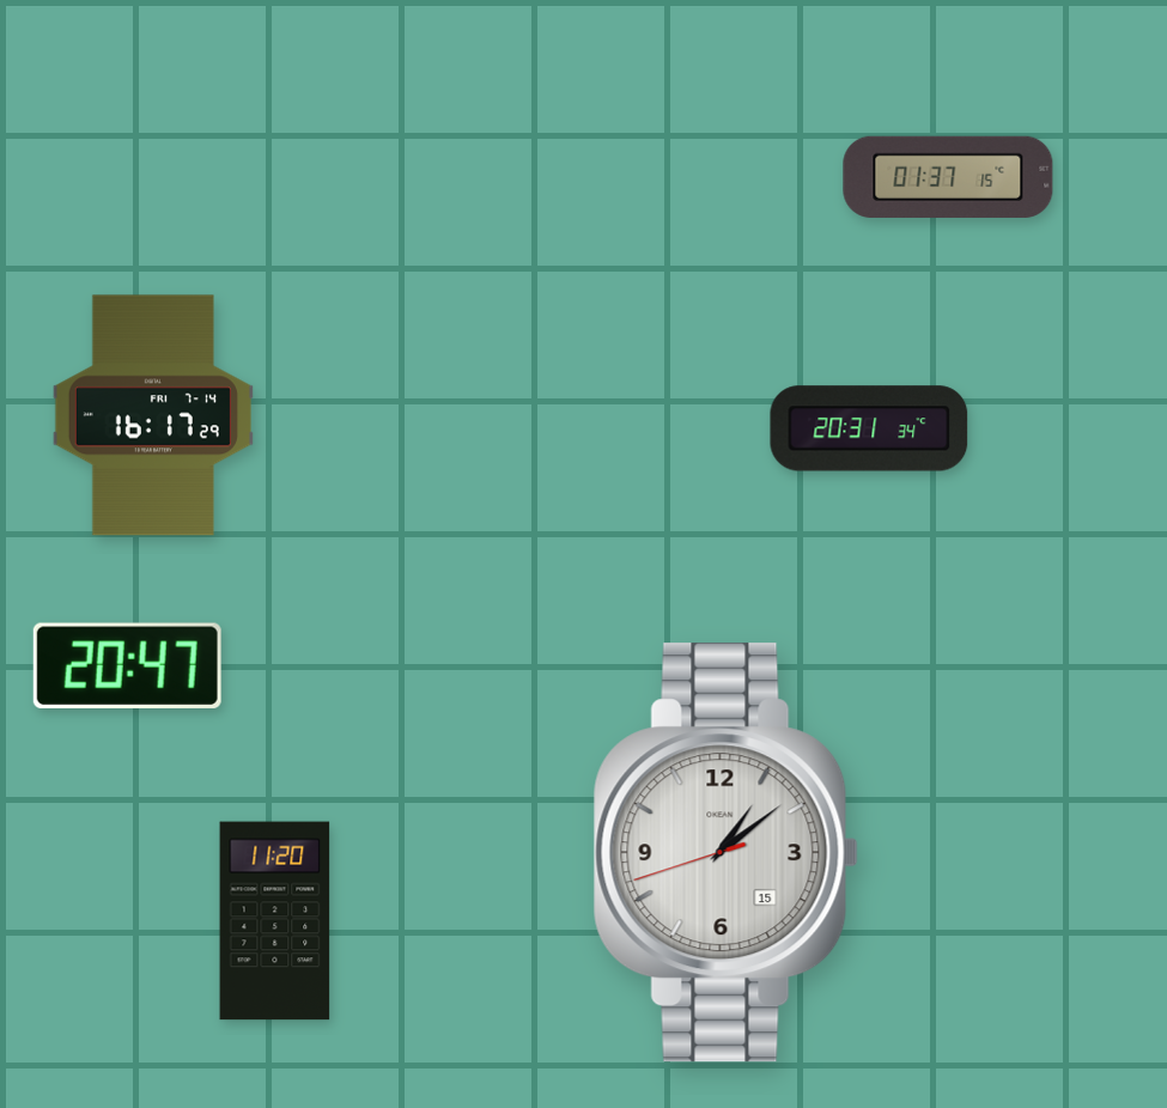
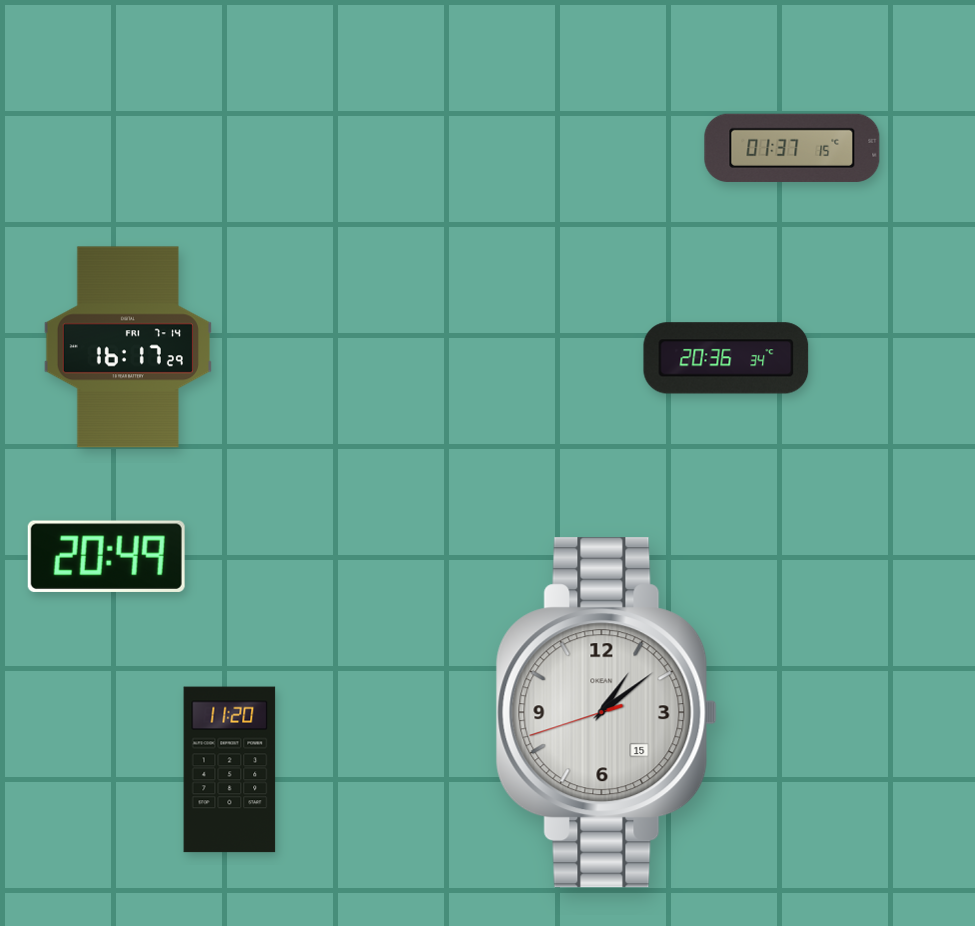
clock at (869, 428): 20:31 -> 20:36
clock at (127, 665): 20:47 -> 20:49
